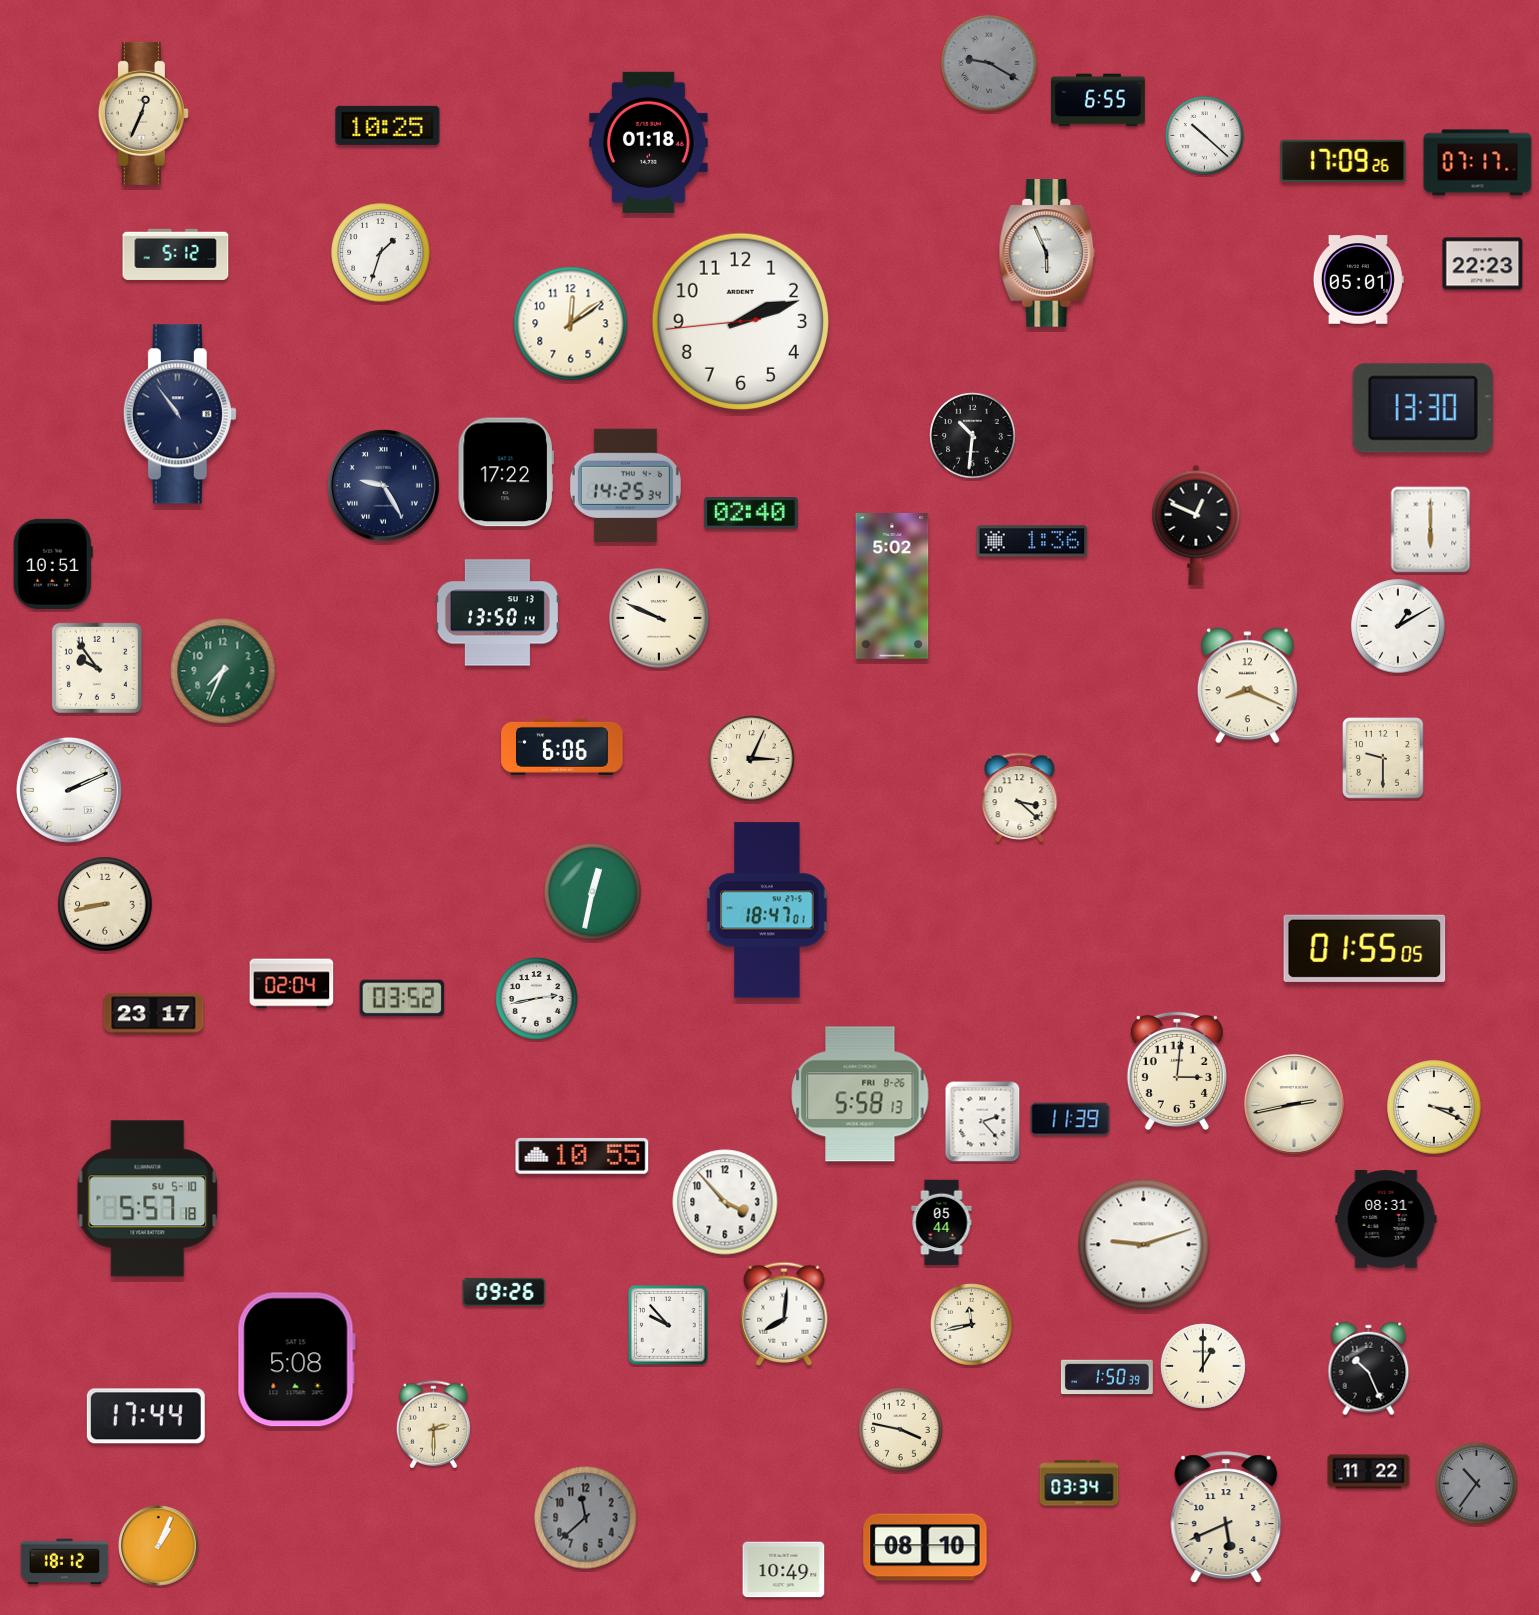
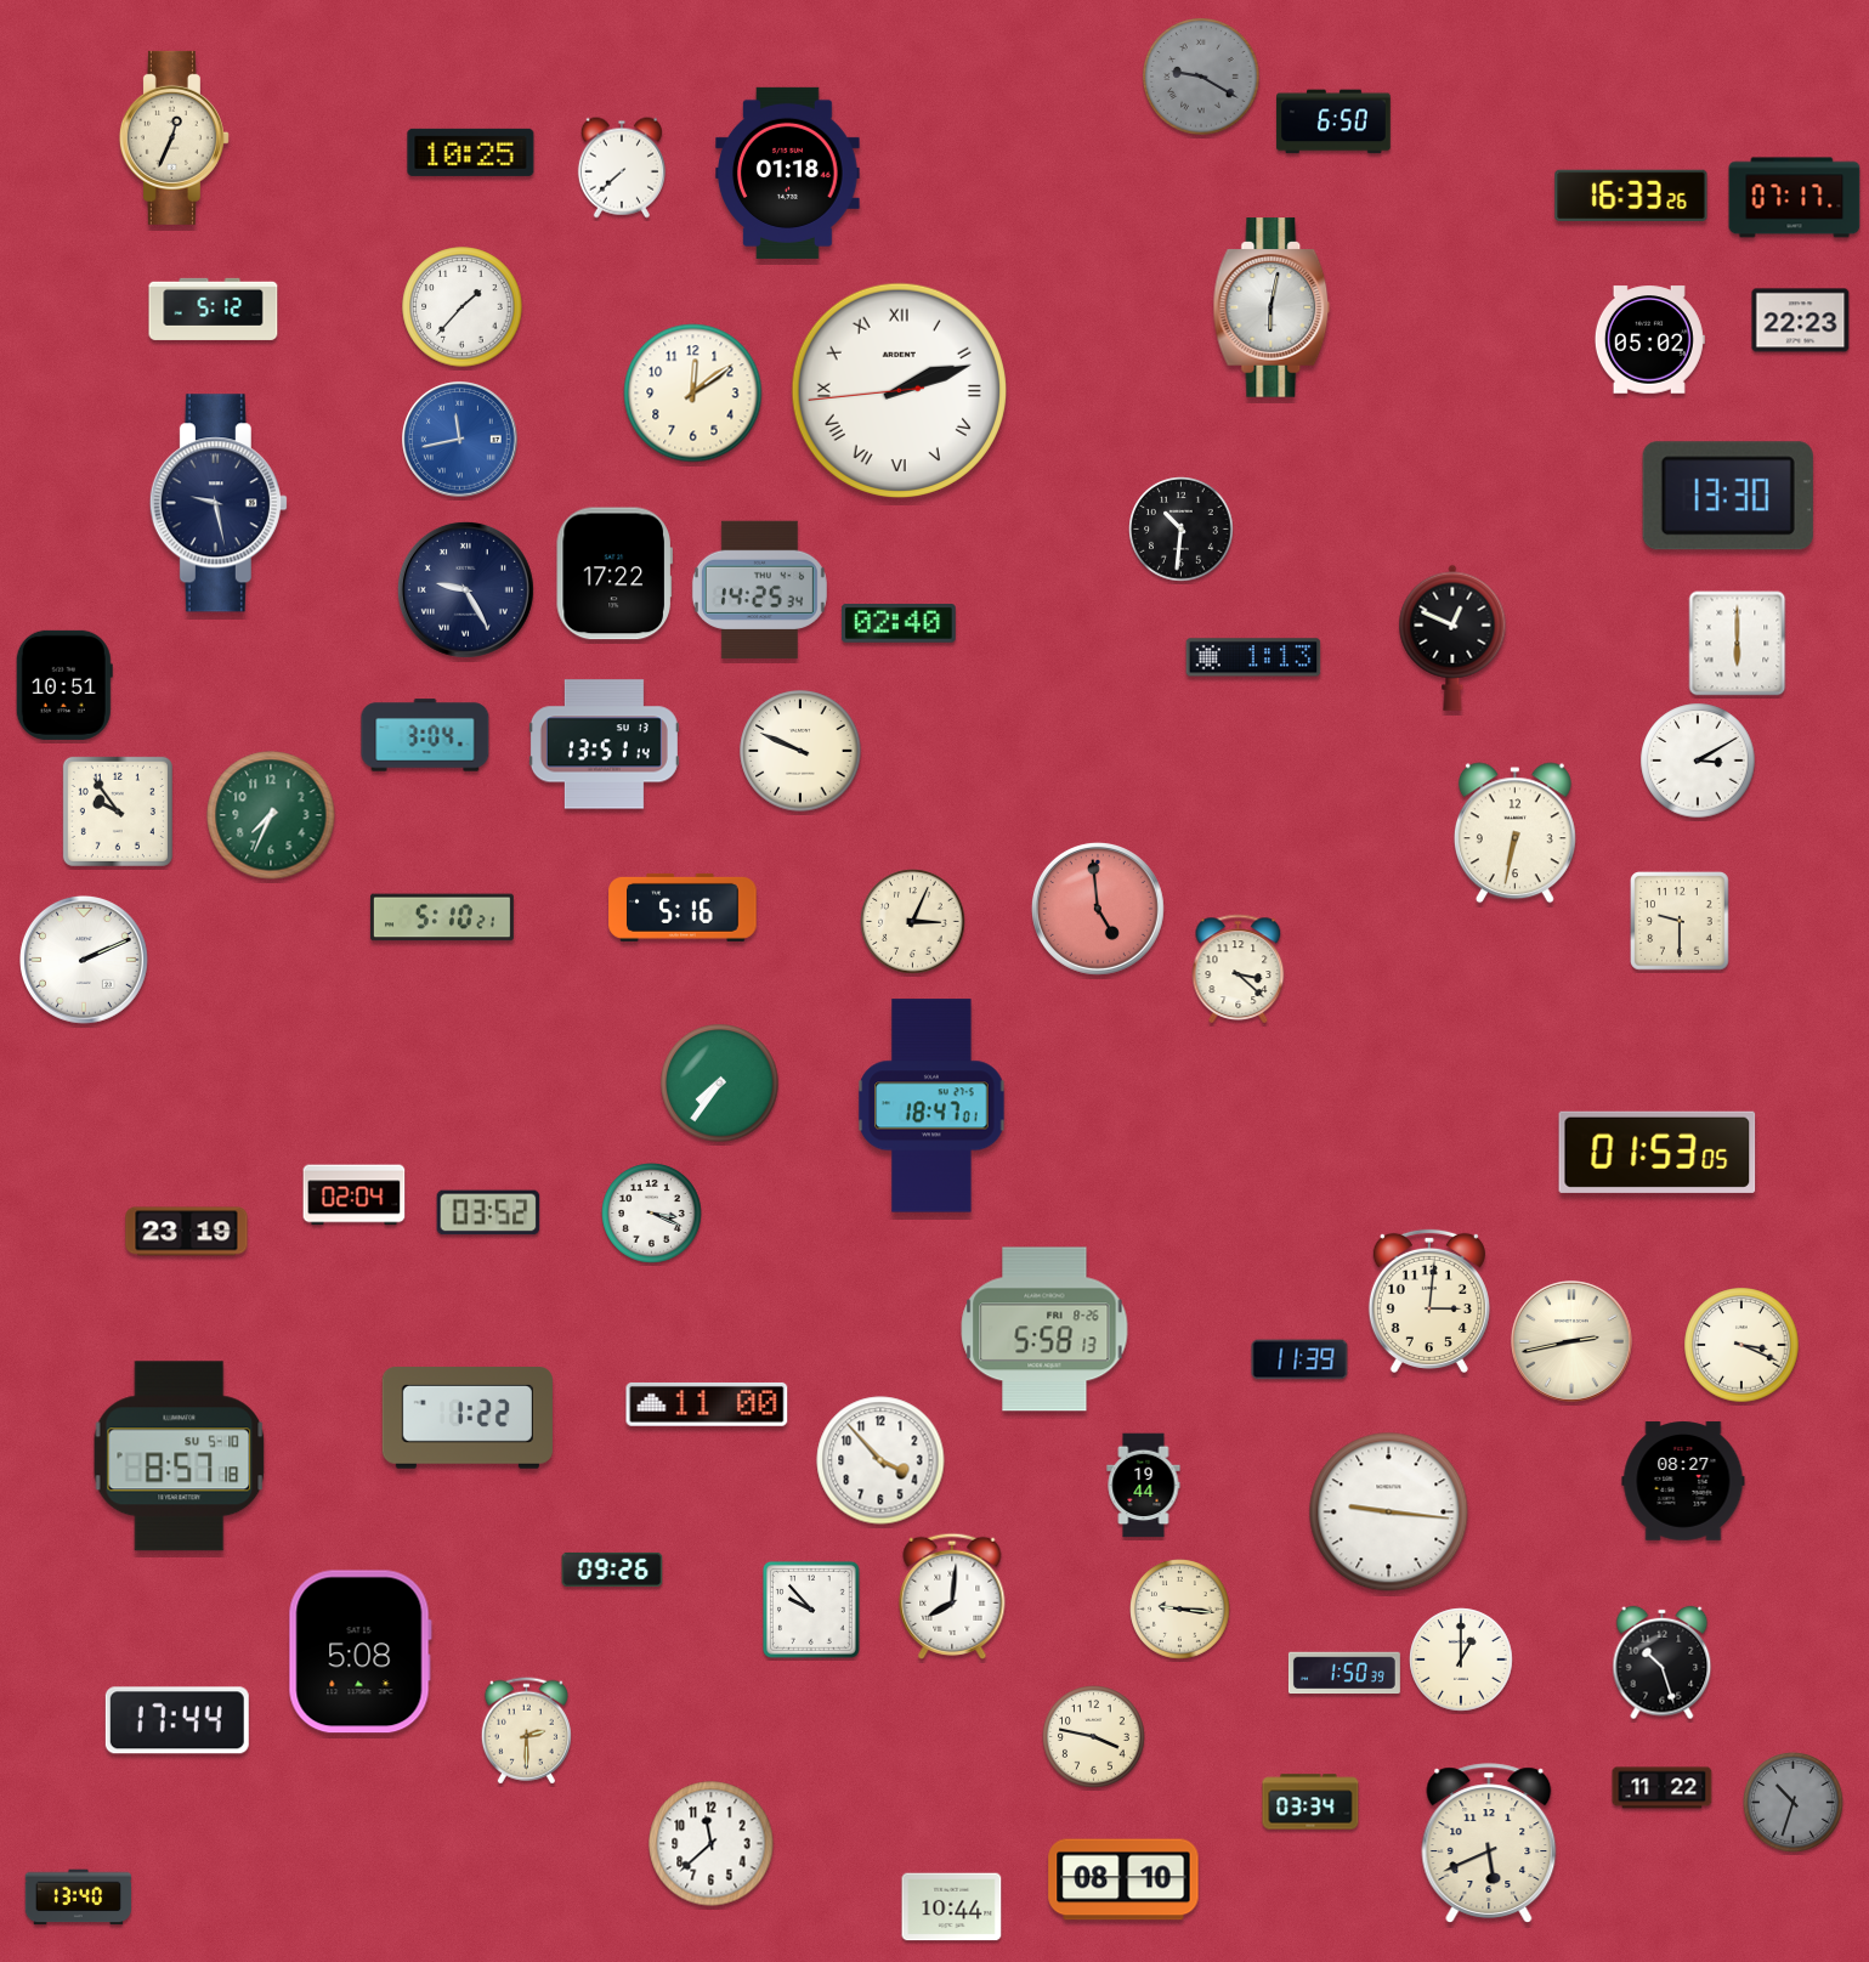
clock at (1098, 100): 6:55 -> 6:50
clock at (1205, 136): 10:22 -> none
clock at (622, 168): none -> 7:38
clock at (1343, 161): 17:09 -> 16:33
clock at (381, 253): 1:33 -> 1:37
clock at (1047, 253): 5:56 -> 6:02
clock at (1358, 280): 05:01 -> 05:02
clock at (740, 321) numerals: Arabic -> Roman
clock at (460, 440): none -> 11:43
clock at (180, 414): 10:54 -> 9:28
clock at (751, 514) position: (751, 514) -> (899, 624)
clock at (1032, 541): 1:36 -> 1:13
clock at (892, 587): 5:02 -> none
clock at (425, 735): none -> 3:04
clock at (497, 613): 13:50 -> 13:51
clock at (1398, 626): 1:10 -> 3:10
clock at (1247, 686): 8:19 -> 6:32
clock at (562, 747): 6:06 -> 5:16
clock at (1098, 909): none -> 4:59
clock at (442, 917): none -> 5:10
clock at (593, 892): 12:32 -> 7:36
clock at (105, 904): 8:43 -> none
clock at (1365, 948): 01:55 -> 01:53
clock at (537, 999): 2:43 -> 3:19
clock at (154, 1014): 23:17 -> 23:19
clock at (983, 1122): 2:23 -> none
clock at (582, 1156): 10:55 -> 11:00
clock at (468, 1418): none -> 1:22
clock at (148, 1199): 5:57 -> 8:57
clock at (1386, 1219): 08:31 -> 08:27
clock at (942, 1223): 05:44 -> 19:44
clock at (1144, 1245): 9:12 -> 9:16
clock at (972, 1325): 11:43 -> 9:16
clock at (1369, 1369): 10:26 -> 10:27
clock at (1477, 1484): 10:36 -> 10:33
clock at (586, 1518) dial: grey -> white
clock at (159, 1546): 1:04 -> none
clock at (65, 1562): 18:12 -> 13:40
clock at (784, 1570): 10:49 -> 10:44
